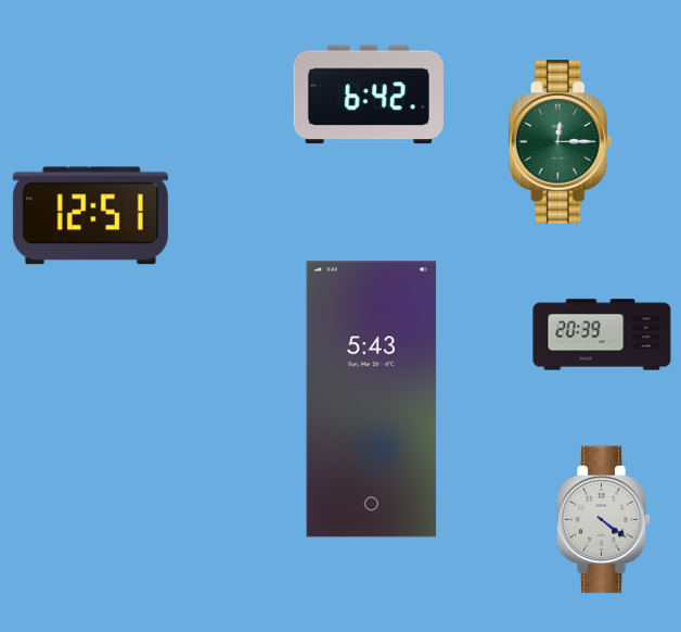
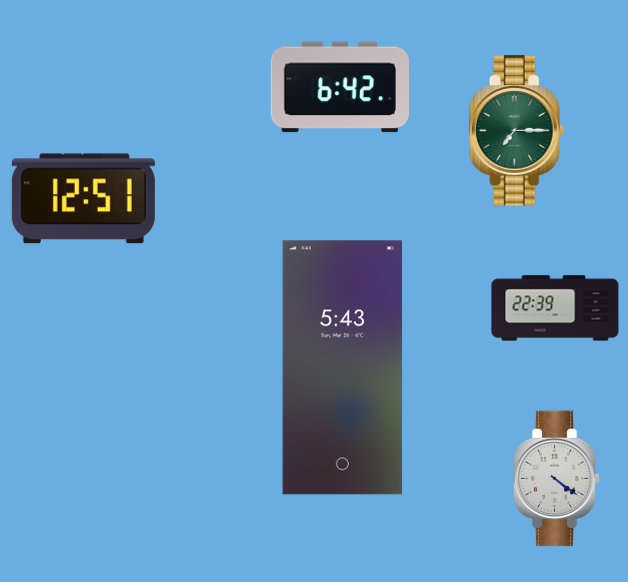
clock at (561, 142): 12:15 -> 7:15
clock at (602, 334): 20:39 -> 22:39
